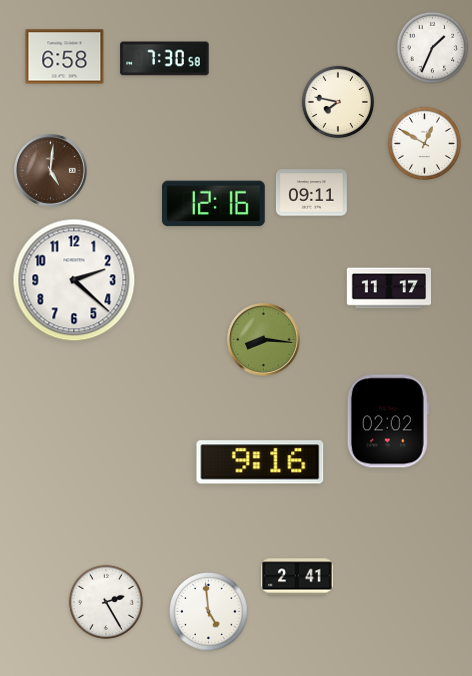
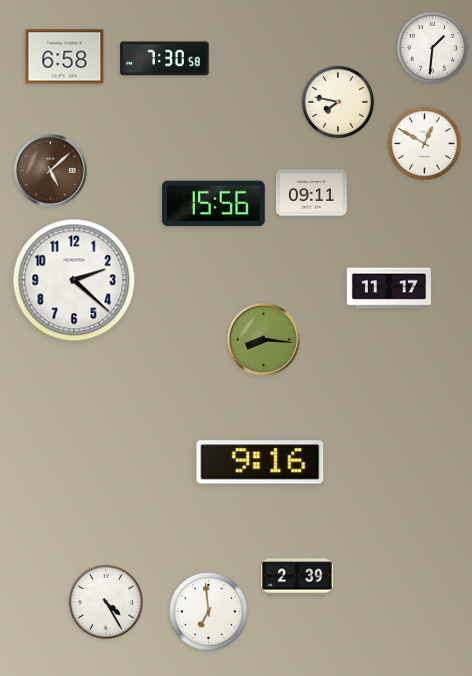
clock at (433, 48): 1:34 -> 1:31
clock at (51, 171): 5:01 -> 5:08
clock at (214, 204): 12:16 -> 15:56
clock at (388, 421): 02:02 -> none
clock at (297, 577): 2:41 -> 2:39
clock at (106, 602): 2:25 -> 4:25
clock at (209, 612): 4:59 -> 6:59
